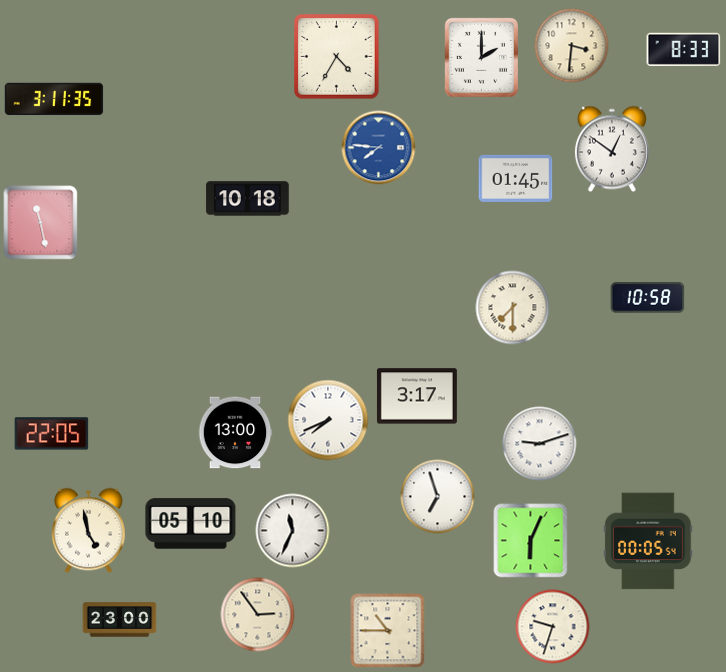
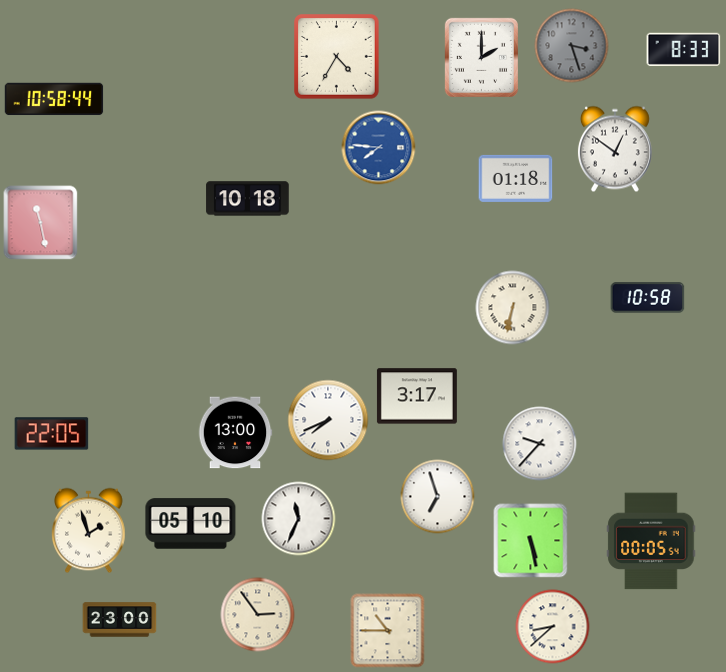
clock at (572, 46): 3:31 -> 3:27
clock at (572, 46) dial: cream -> grey
clock at (54, 99): 3:11 -> 10:58
clock at (612, 149) position: (612, 149) -> (615, 149)
clock at (516, 178): 01:45 -> 01:18
clock at (513, 308): 7:30 -> 6:32
clock at (540, 444): 9:12 -> 9:37
clock at (89, 531): 4:58 -> 1:57
clock at (293, 531) position: (293, 531) -> (299, 519)
clock at (531, 541): 6:04 -> 5:28
clock at (648, 541) position: (648, 541) -> (651, 541)
clock at (553, 627): 9:33 -> 8:38
